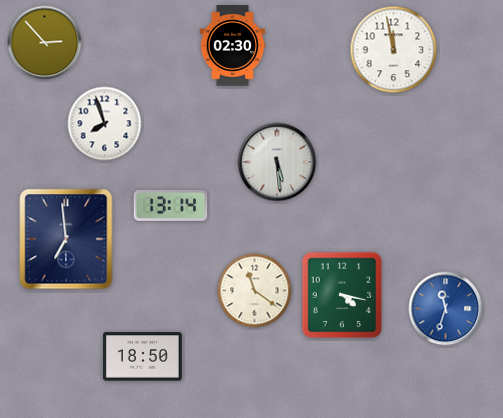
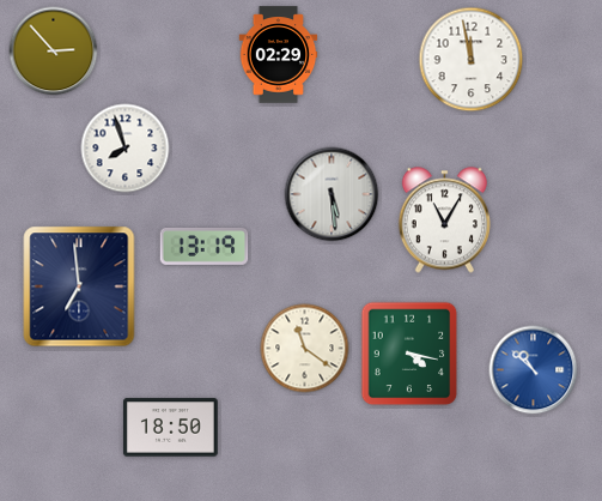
clock at (233, 46): 02:30 -> 02:29
clock at (444, 221): none -> 11:05
clock at (171, 206): 13:14 -> 13:19
clock at (446, 309): 11:33 -> 10:52
